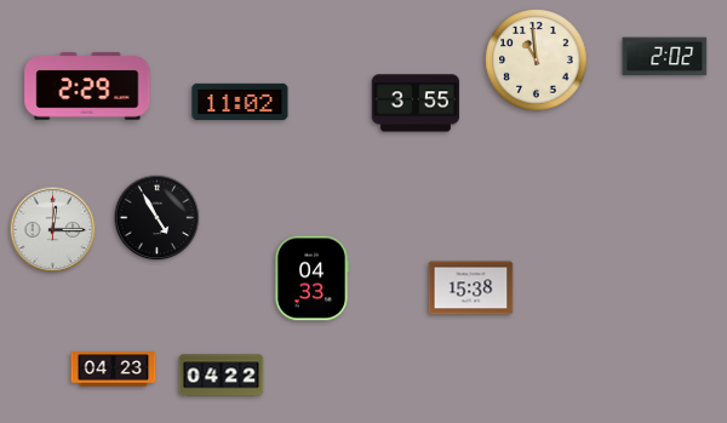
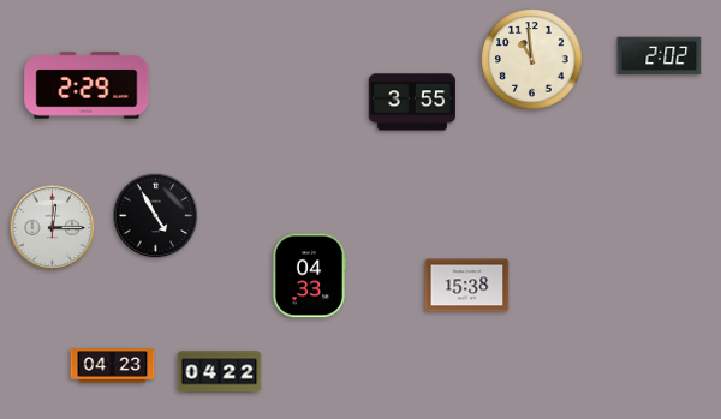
clock at (240, 101): 11:02 -> none
